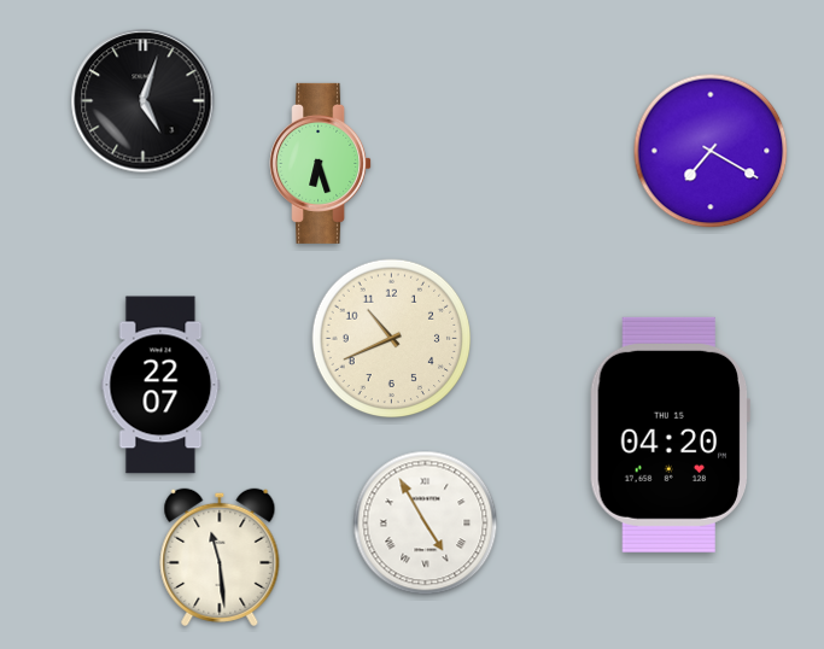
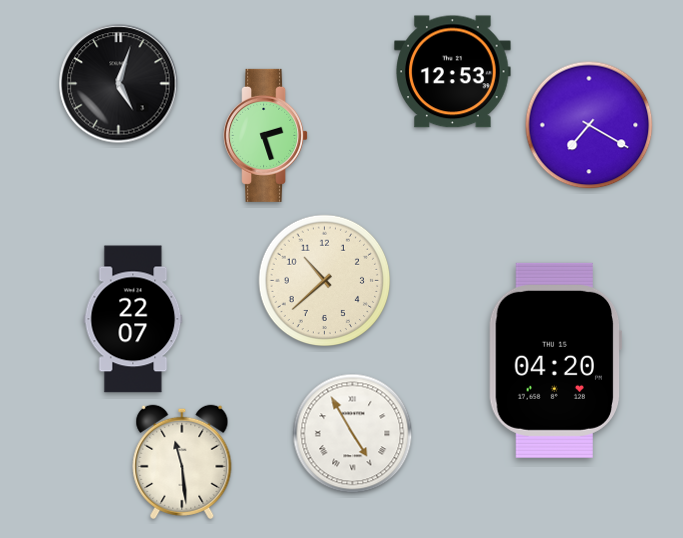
clock at (453, 72): none -> 12:53
clock at (321, 163): 6:27 -> 2:27
clock at (392, 339): 10:41 -> 10:38
